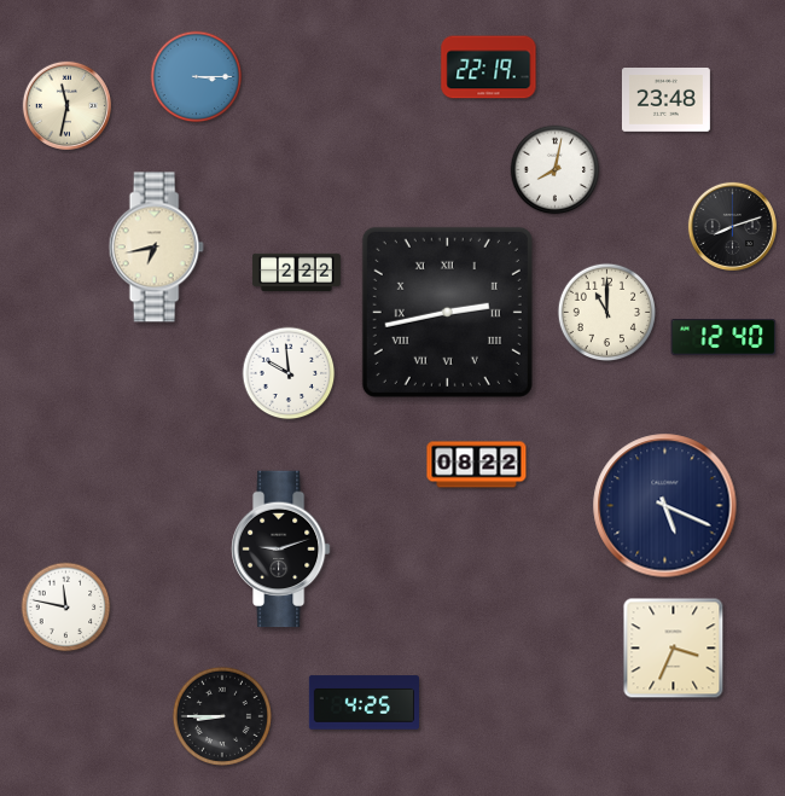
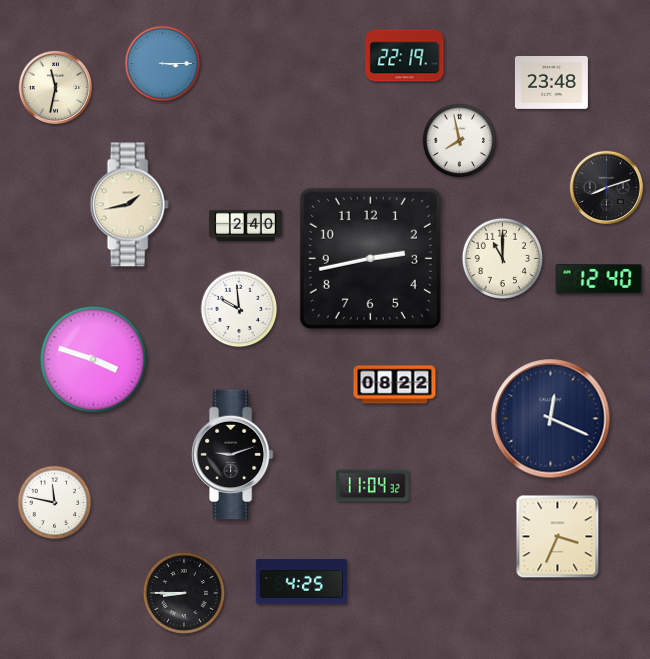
clock at (556, 170): 8:02 -> 7:58
clock at (156, 248): 6:43 -> 1:43
clock at (296, 272): 2:22 -> 2:40
clock at (447, 312) numerals: Roman -> Arabic
clock at (94, 360): none -> 3:48
clock at (665, 506): 5:19 -> 12:19
clock at (372, 486): none -> 11:04
